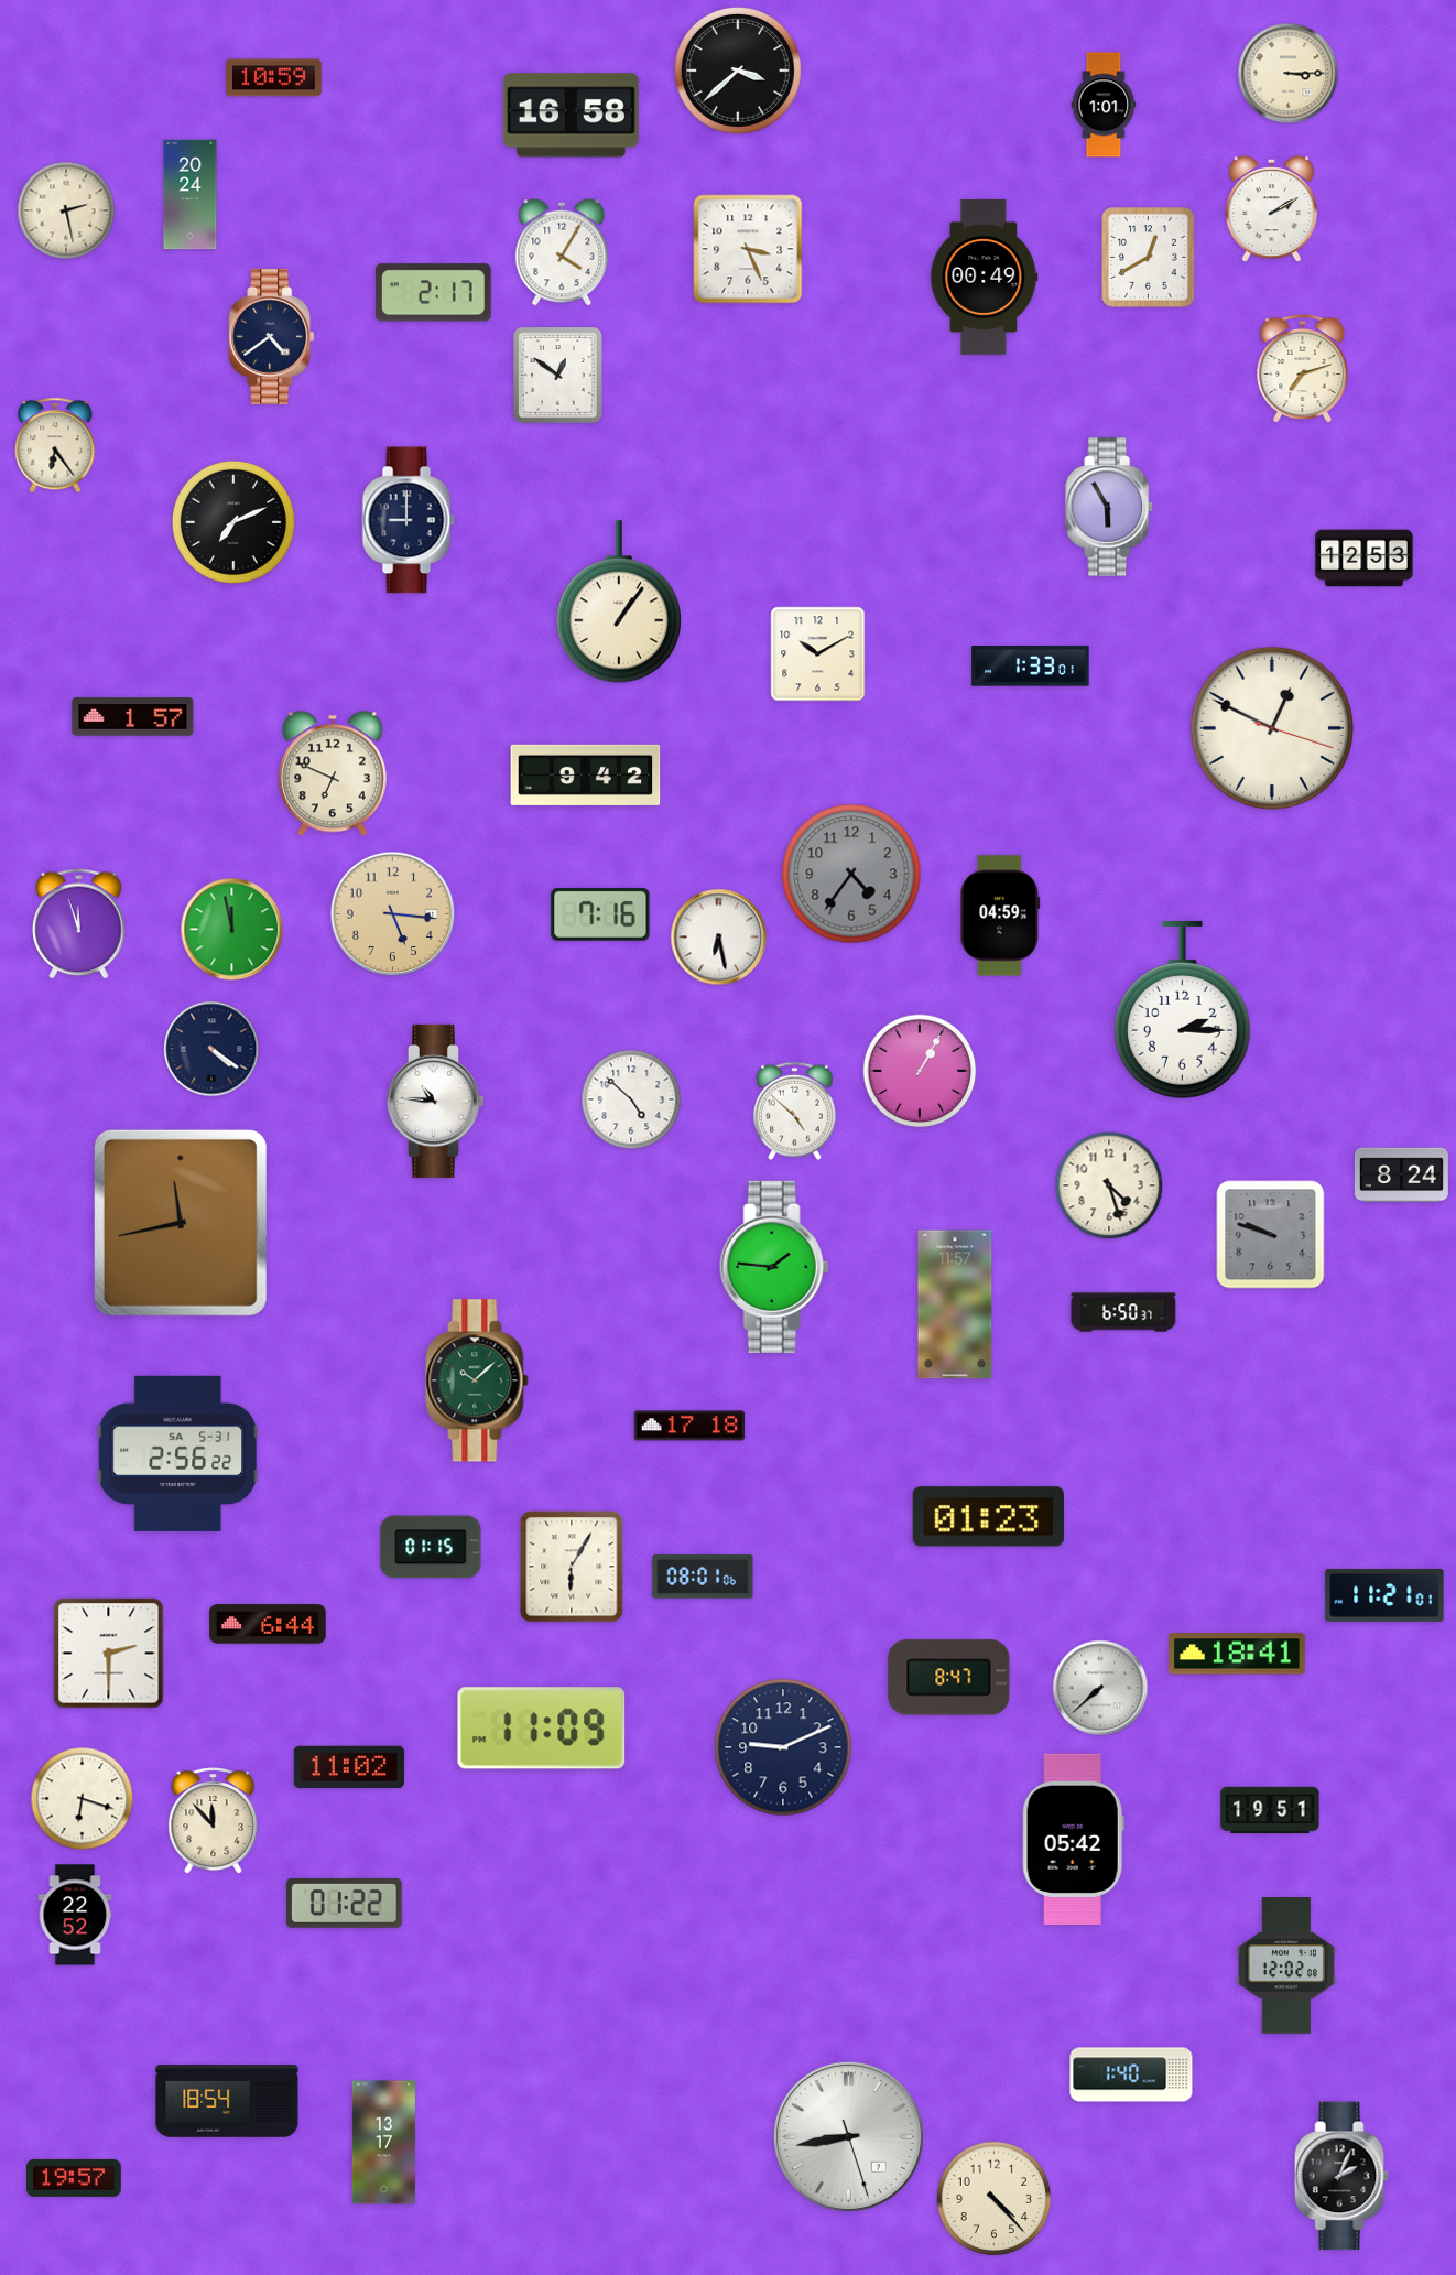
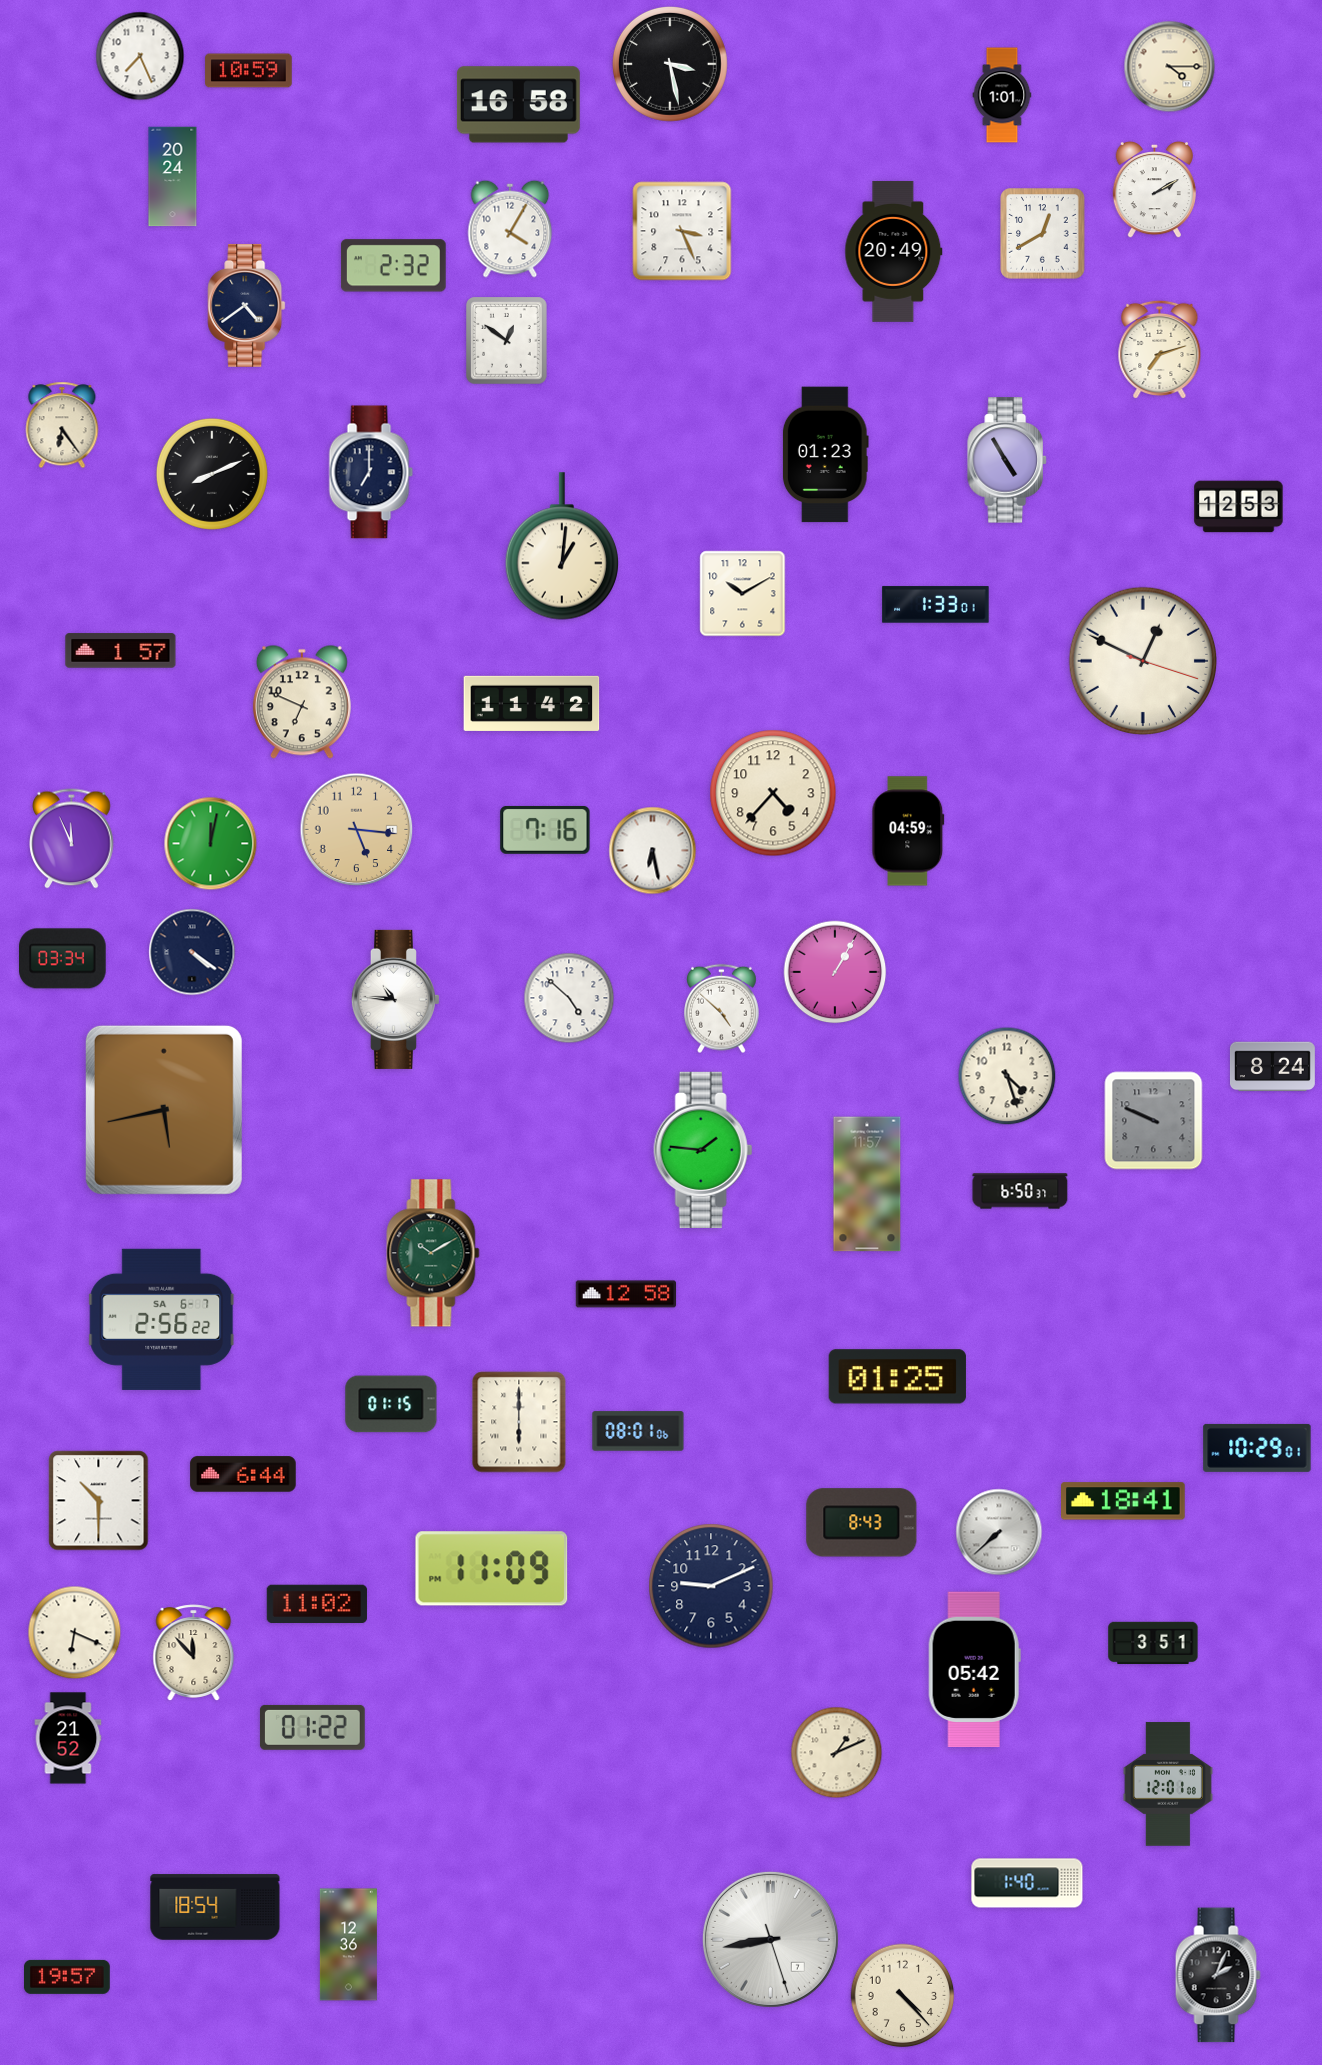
clock at (140, 56): none -> 7:26
clock at (738, 71): 3:38 -> 3:28
clock at (1289, 74): 3:15 -> 4:15
clock at (66, 210): 2:28 -> none
clock at (748, 249) position: (748, 249) -> (682, 231)
clock at (985, 277): 00:49 -> 20:49
clock at (433, 293): 2:17 -> 2:32
clock at (1303, 369) position: (1303, 369) -> (1160, 350)
clock at (55, 445) position: (55, 445) -> (62, 425)
clock at (825, 455): none -> 01:23
clock at (1109, 507): 5:55 -> 4:55
clock at (409, 520): 9:00 -> 7:00
clock at (233, 522): 7:11 -> 8:11
clock at (619, 602): 1:06 -> 1:01
clock at (1272, 728) position: (1272, 728) -> (1143, 661)
clock at (586, 774): 9:42 -> 11:42
clock at (851, 874): 4:36 -> 4:37
clock at (851, 874) dial: grey -> cream
clock at (79, 924): 11:57 -> 11:56
clock at (232, 930): 11:58 -> 12:02
clock at (1182, 1009): 2:15 -> none
clock at (63, 959): none -> 03:34
clock at (631, 1099) position: (631, 1099) -> (569, 998)
clock at (181, 1223): 11:43 -> 5:43
clock at (1271, 1235): 9:48 -> 9:49
clock at (477, 1380): 10:08 -> 10:10
clock at (689, 1426): 17:18 -> 12:58
clock at (178, 1453) date: SA 5-31 -> SA 6-7
clock at (988, 1517): 01:23 -> 01:25
clock at (572, 1567): 6:05 -> 6:00
clock at (1384, 1595): 11:21 -> 10:29
clock at (109, 1654): 2:30 -> 10:30
clock at (949, 1678): 8:47 -> 8:43
clock at (83, 1799): 6:18 -> 6:19
clock at (1270, 1809): 19:51 -> 3:51
clock at (75, 1915): 22:52 -> 21:52
clock at (837, 1753): none -> 1:11
clock at (1286, 1965): 12:02 -> 12:01
clock at (227, 2101) position: (227, 2101) -> (215, 1907)
clock at (383, 2143): 13:17 -> 12:36
